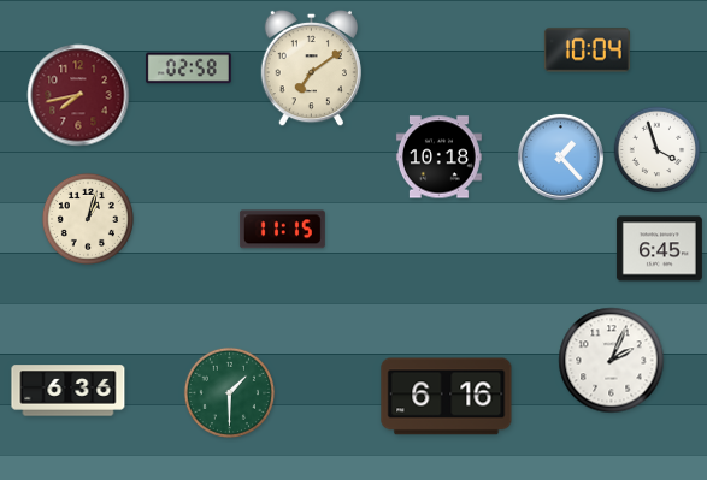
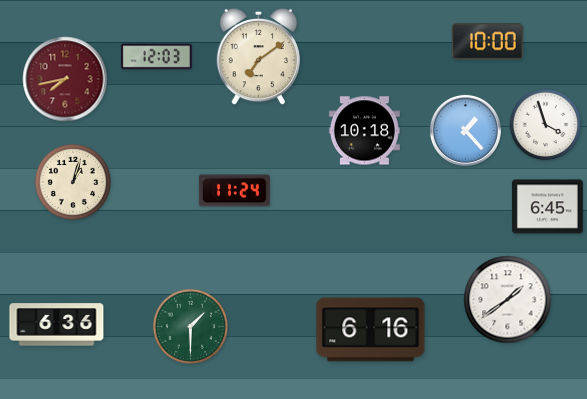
clock at (587, 51): 10:04 -> 10:00
clock at (188, 69): 02:58 -> 12:03
clock at (282, 230): 11:15 -> 11:24
clock at (612, 361): 2:04 -> 1:39
